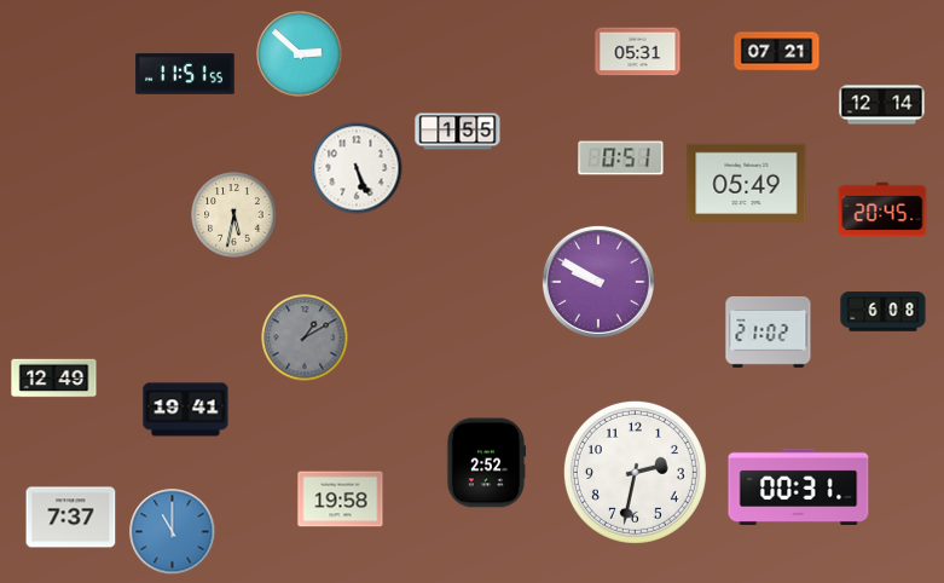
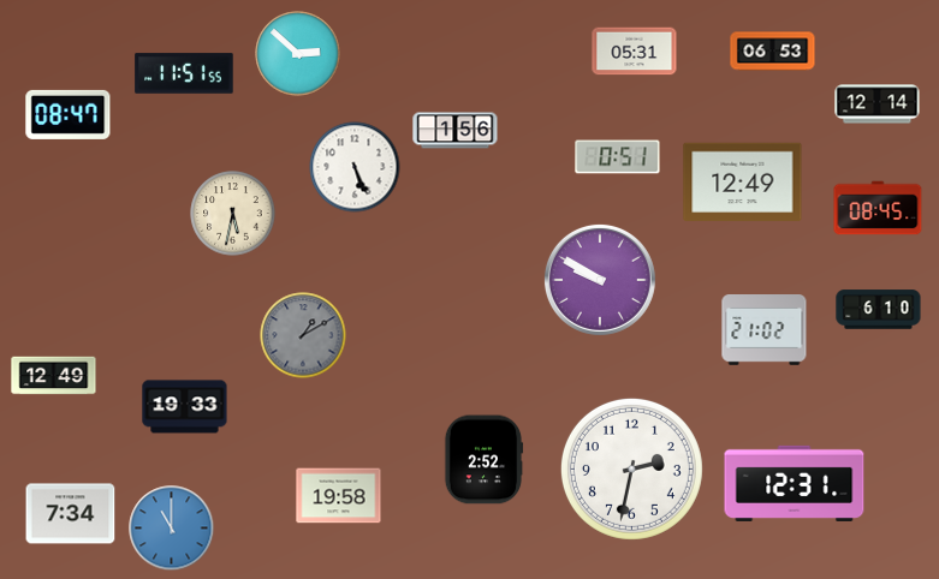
clock at (777, 52): 07:21 -> 06:53
clock at (69, 114): none -> 08:47
clock at (458, 132): 1:55 -> 1:56
clock at (747, 184): 05:49 -> 12:49
clock at (882, 209): 20:45 -> 08:45
clock at (598, 282) position: (598, 282) -> (600, 280)
clock at (884, 312): 6:08 -> 6:10
clock at (186, 410): 19:41 -> 19:33
clock at (799, 486): 00:31 -> 12:31
clock at (71, 518): 7:37 -> 7:34
